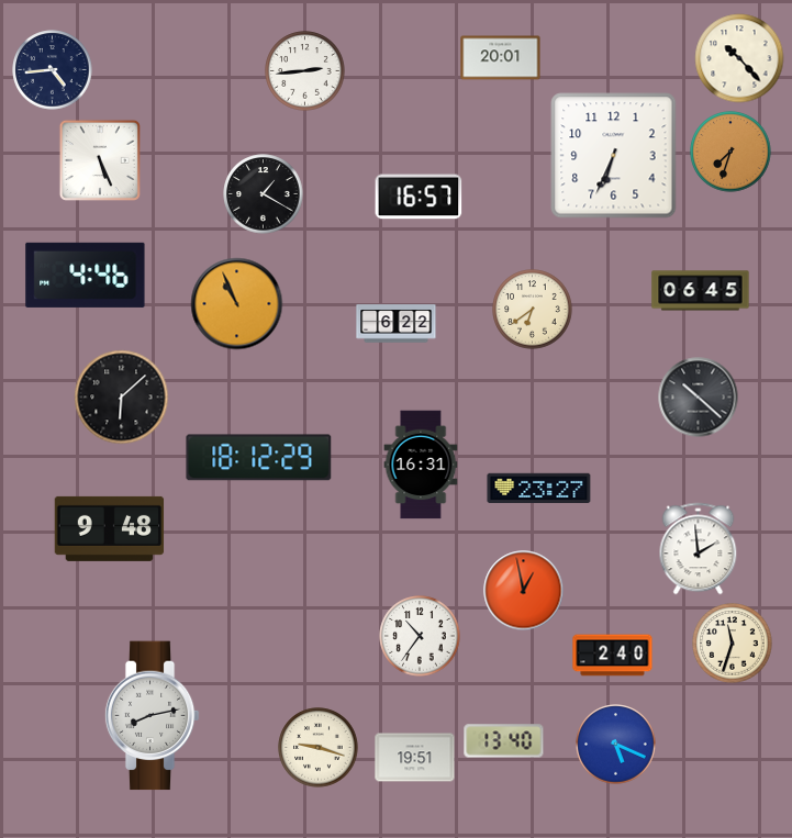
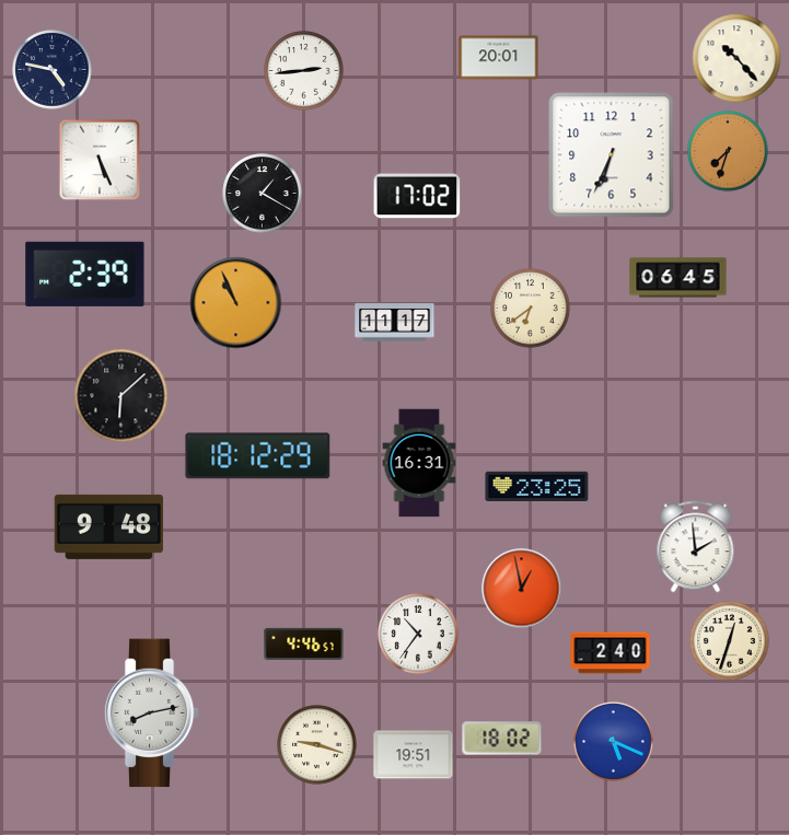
clock at (53, 70): 4:44 -> 4:47
clock at (419, 197): 16:57 -> 17:02
clock at (86, 275): 4:46 -> 2:39
clock at (701, 291) position: (701, 291) -> (678, 278)
clock at (397, 324): 6:22 -> 11:17
clock at (699, 398): 10:22 -> none
clock at (539, 488): 23:27 -> 23:25
clock at (733, 644): 11:33 -> 12:33
clock at (304, 643): none -> 4:46
clock at (504, 741): 13:40 -> 18:02
